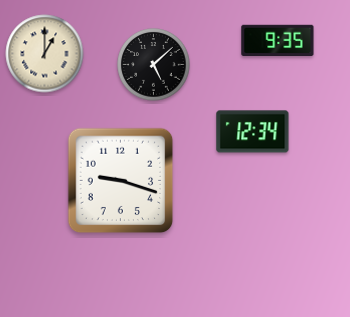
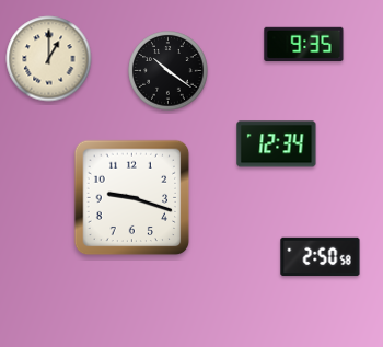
clock at (154, 65): 5:08 -> 10:21
clock at (321, 257): none -> 2:50
